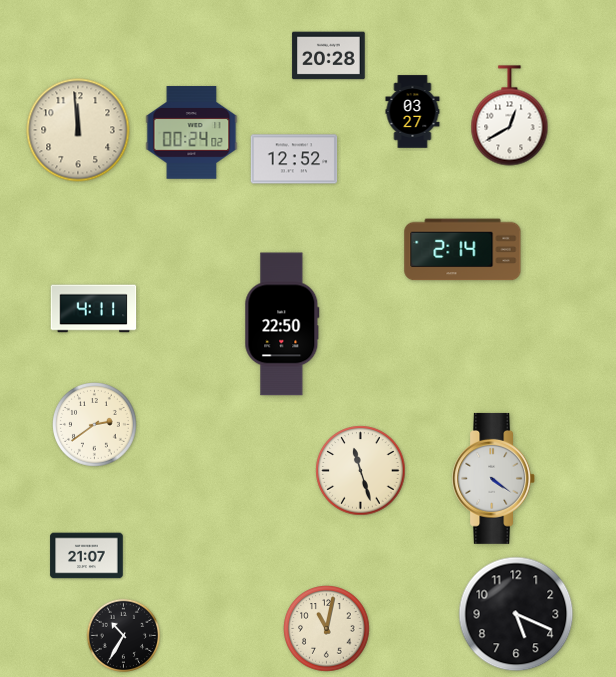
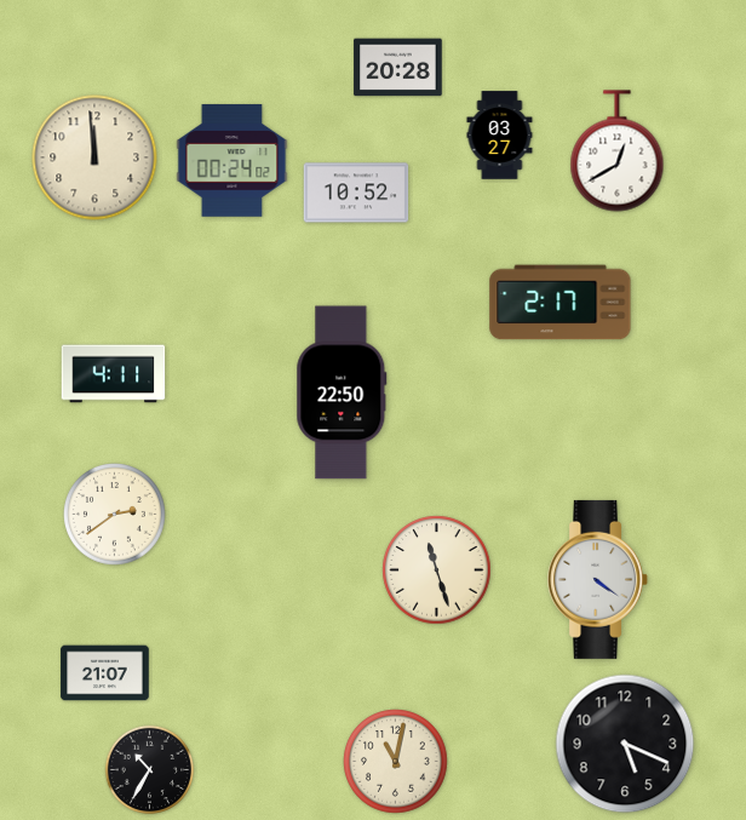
clock at (510, 116) position: (510, 116) -> (618, 151)
clock at (294, 159): 12:52 -> 10:52
clock at (463, 250): 2:14 -> 2:17
